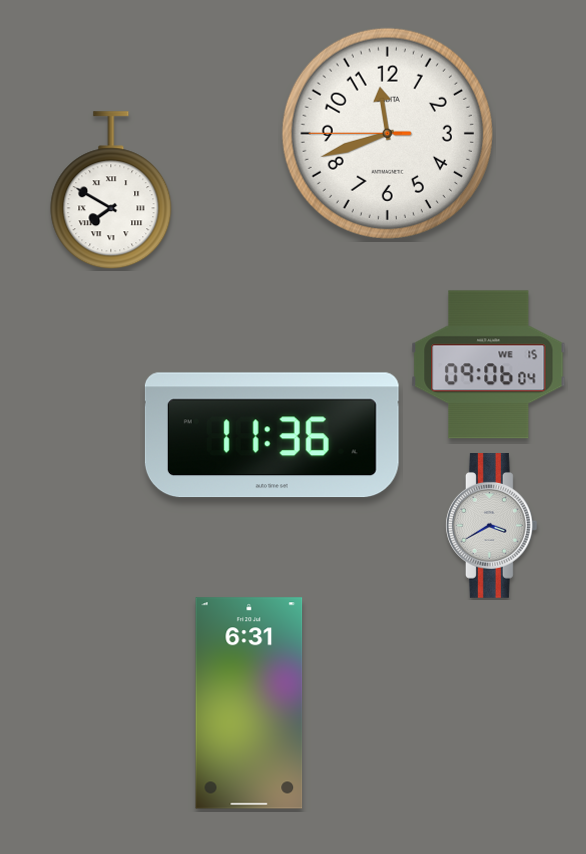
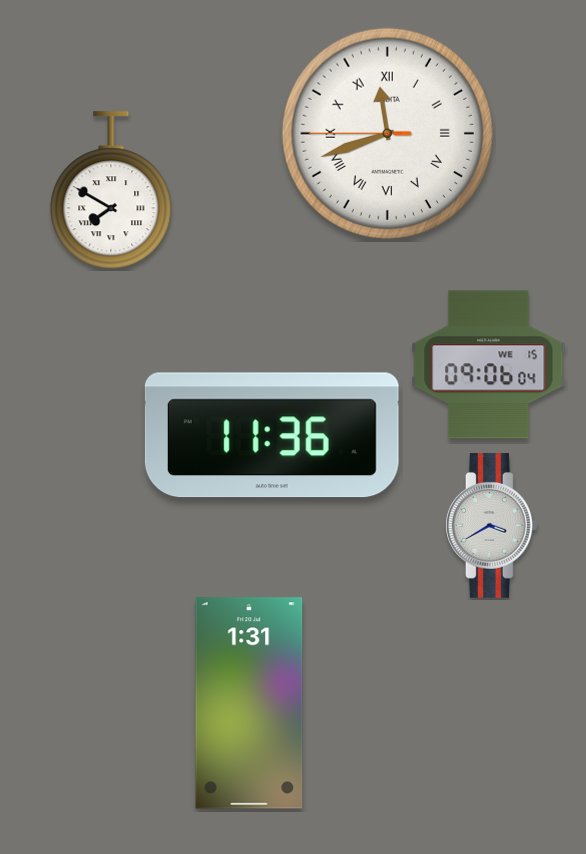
clock at (387, 133) numerals: Arabic -> Roman
clock at (249, 703): 6:31 -> 1:31
